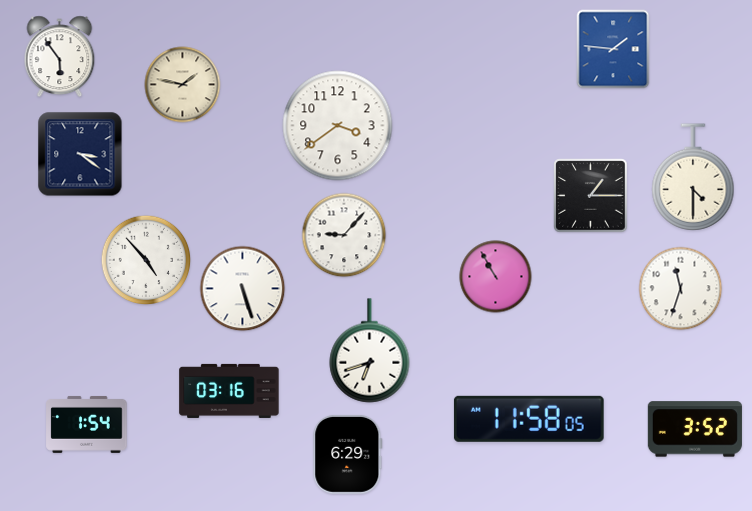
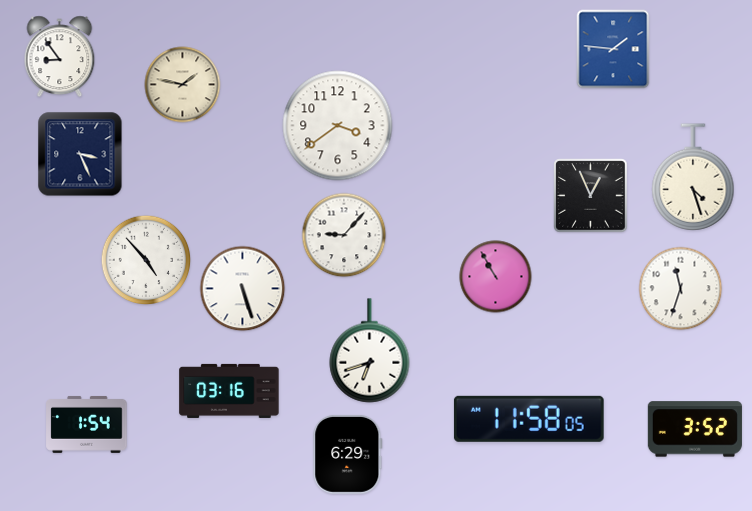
clock at (60, 57): 5:54 -> 8:54
clock at (80, 154): 3:21 -> 3:26
clock at (693, 177): 4:30 -> 4:27
clock at (591, 196): 1:15 -> 12:56
